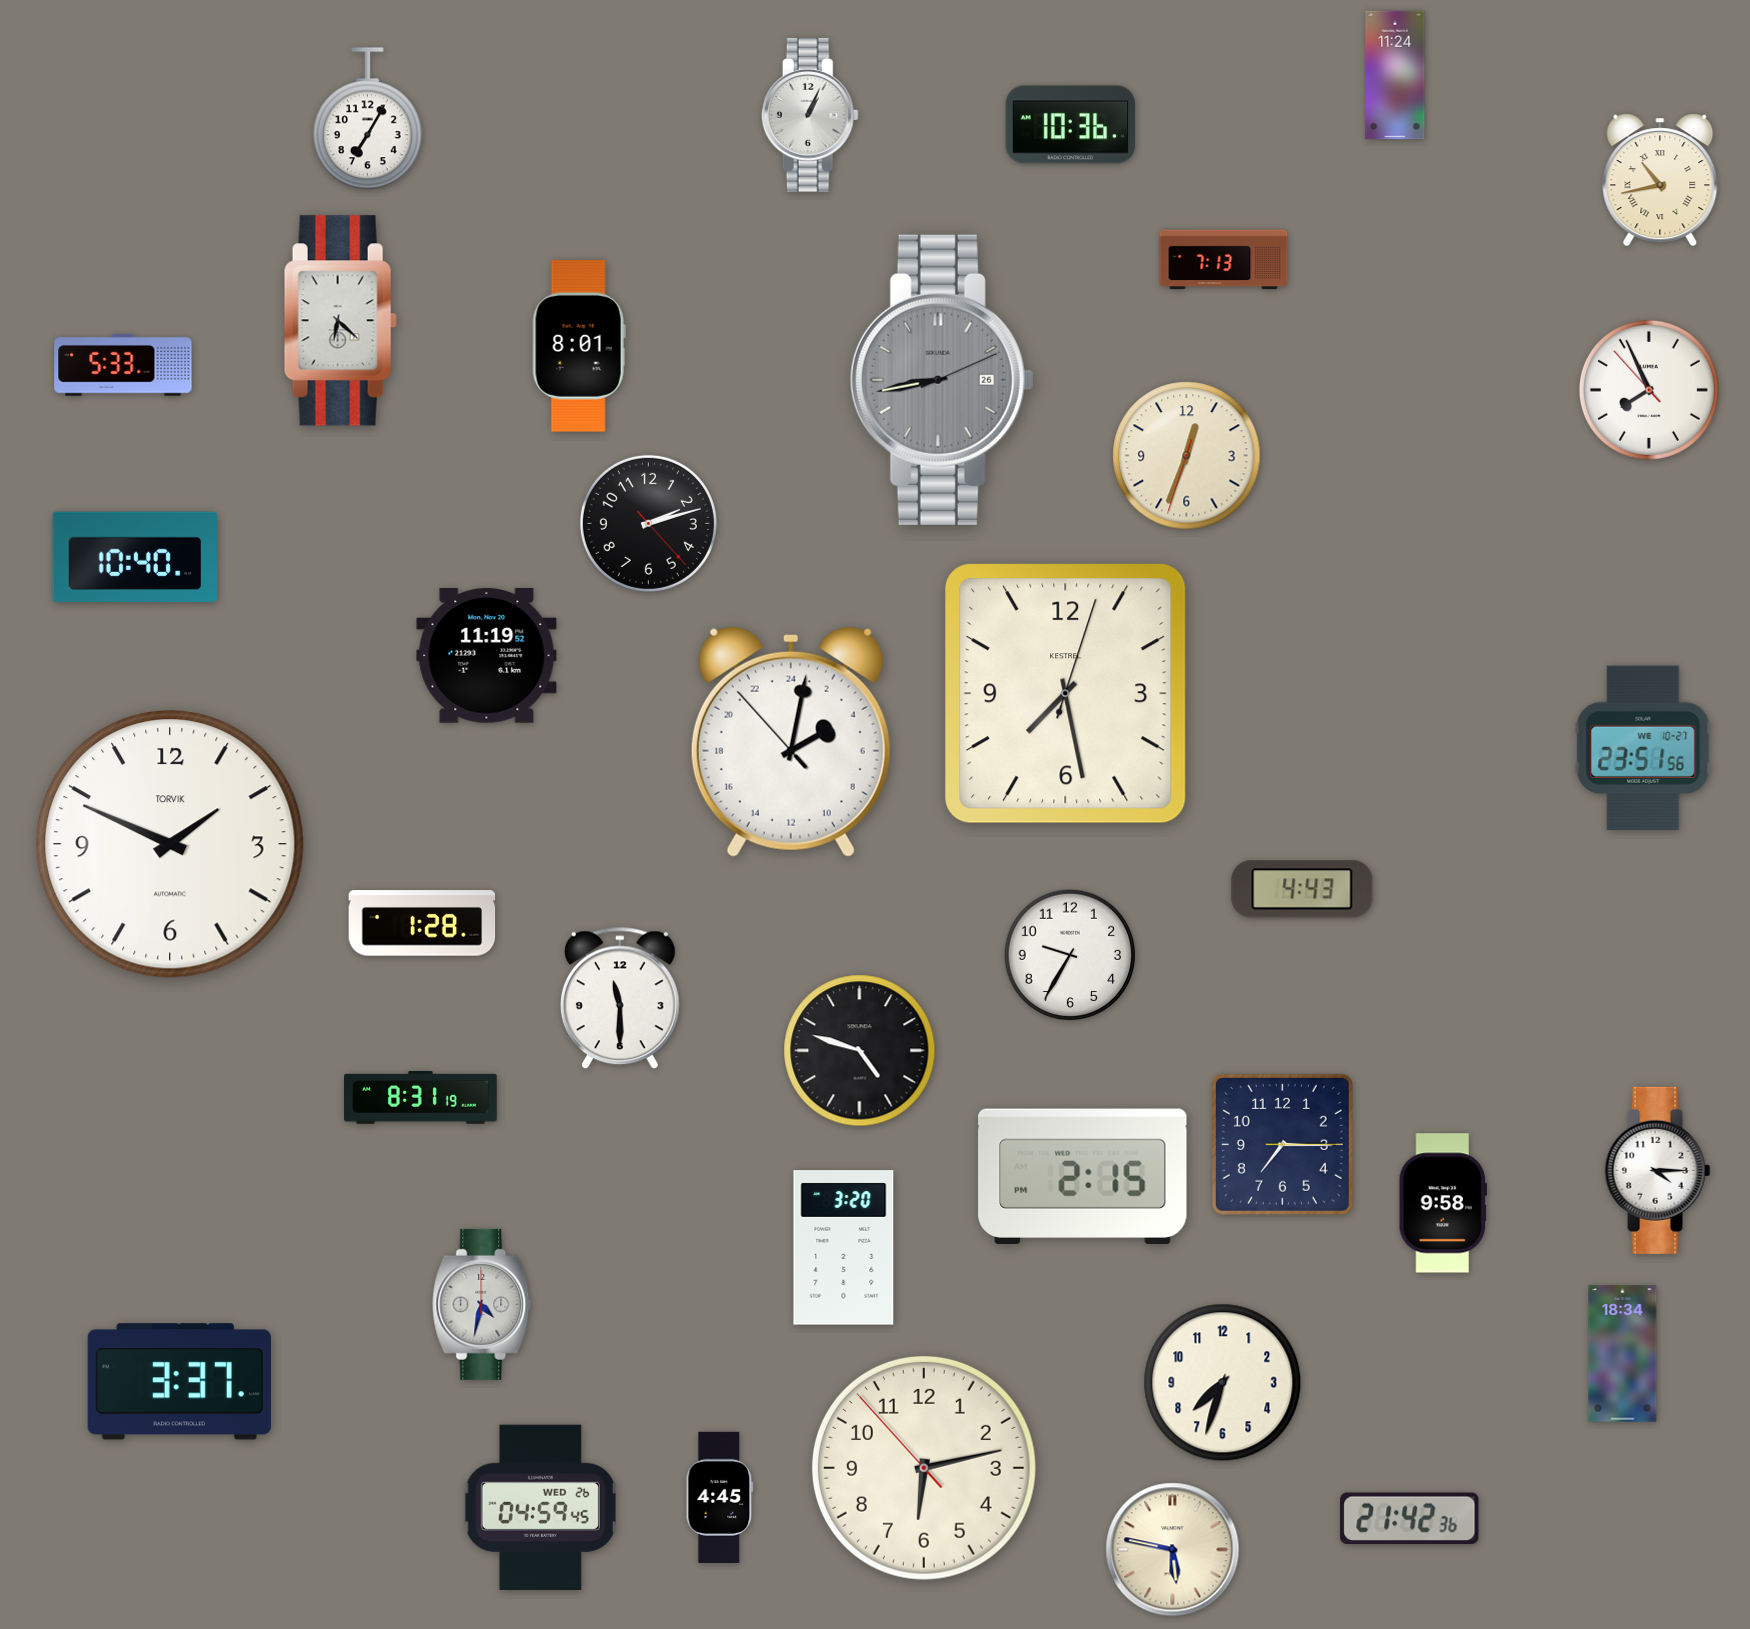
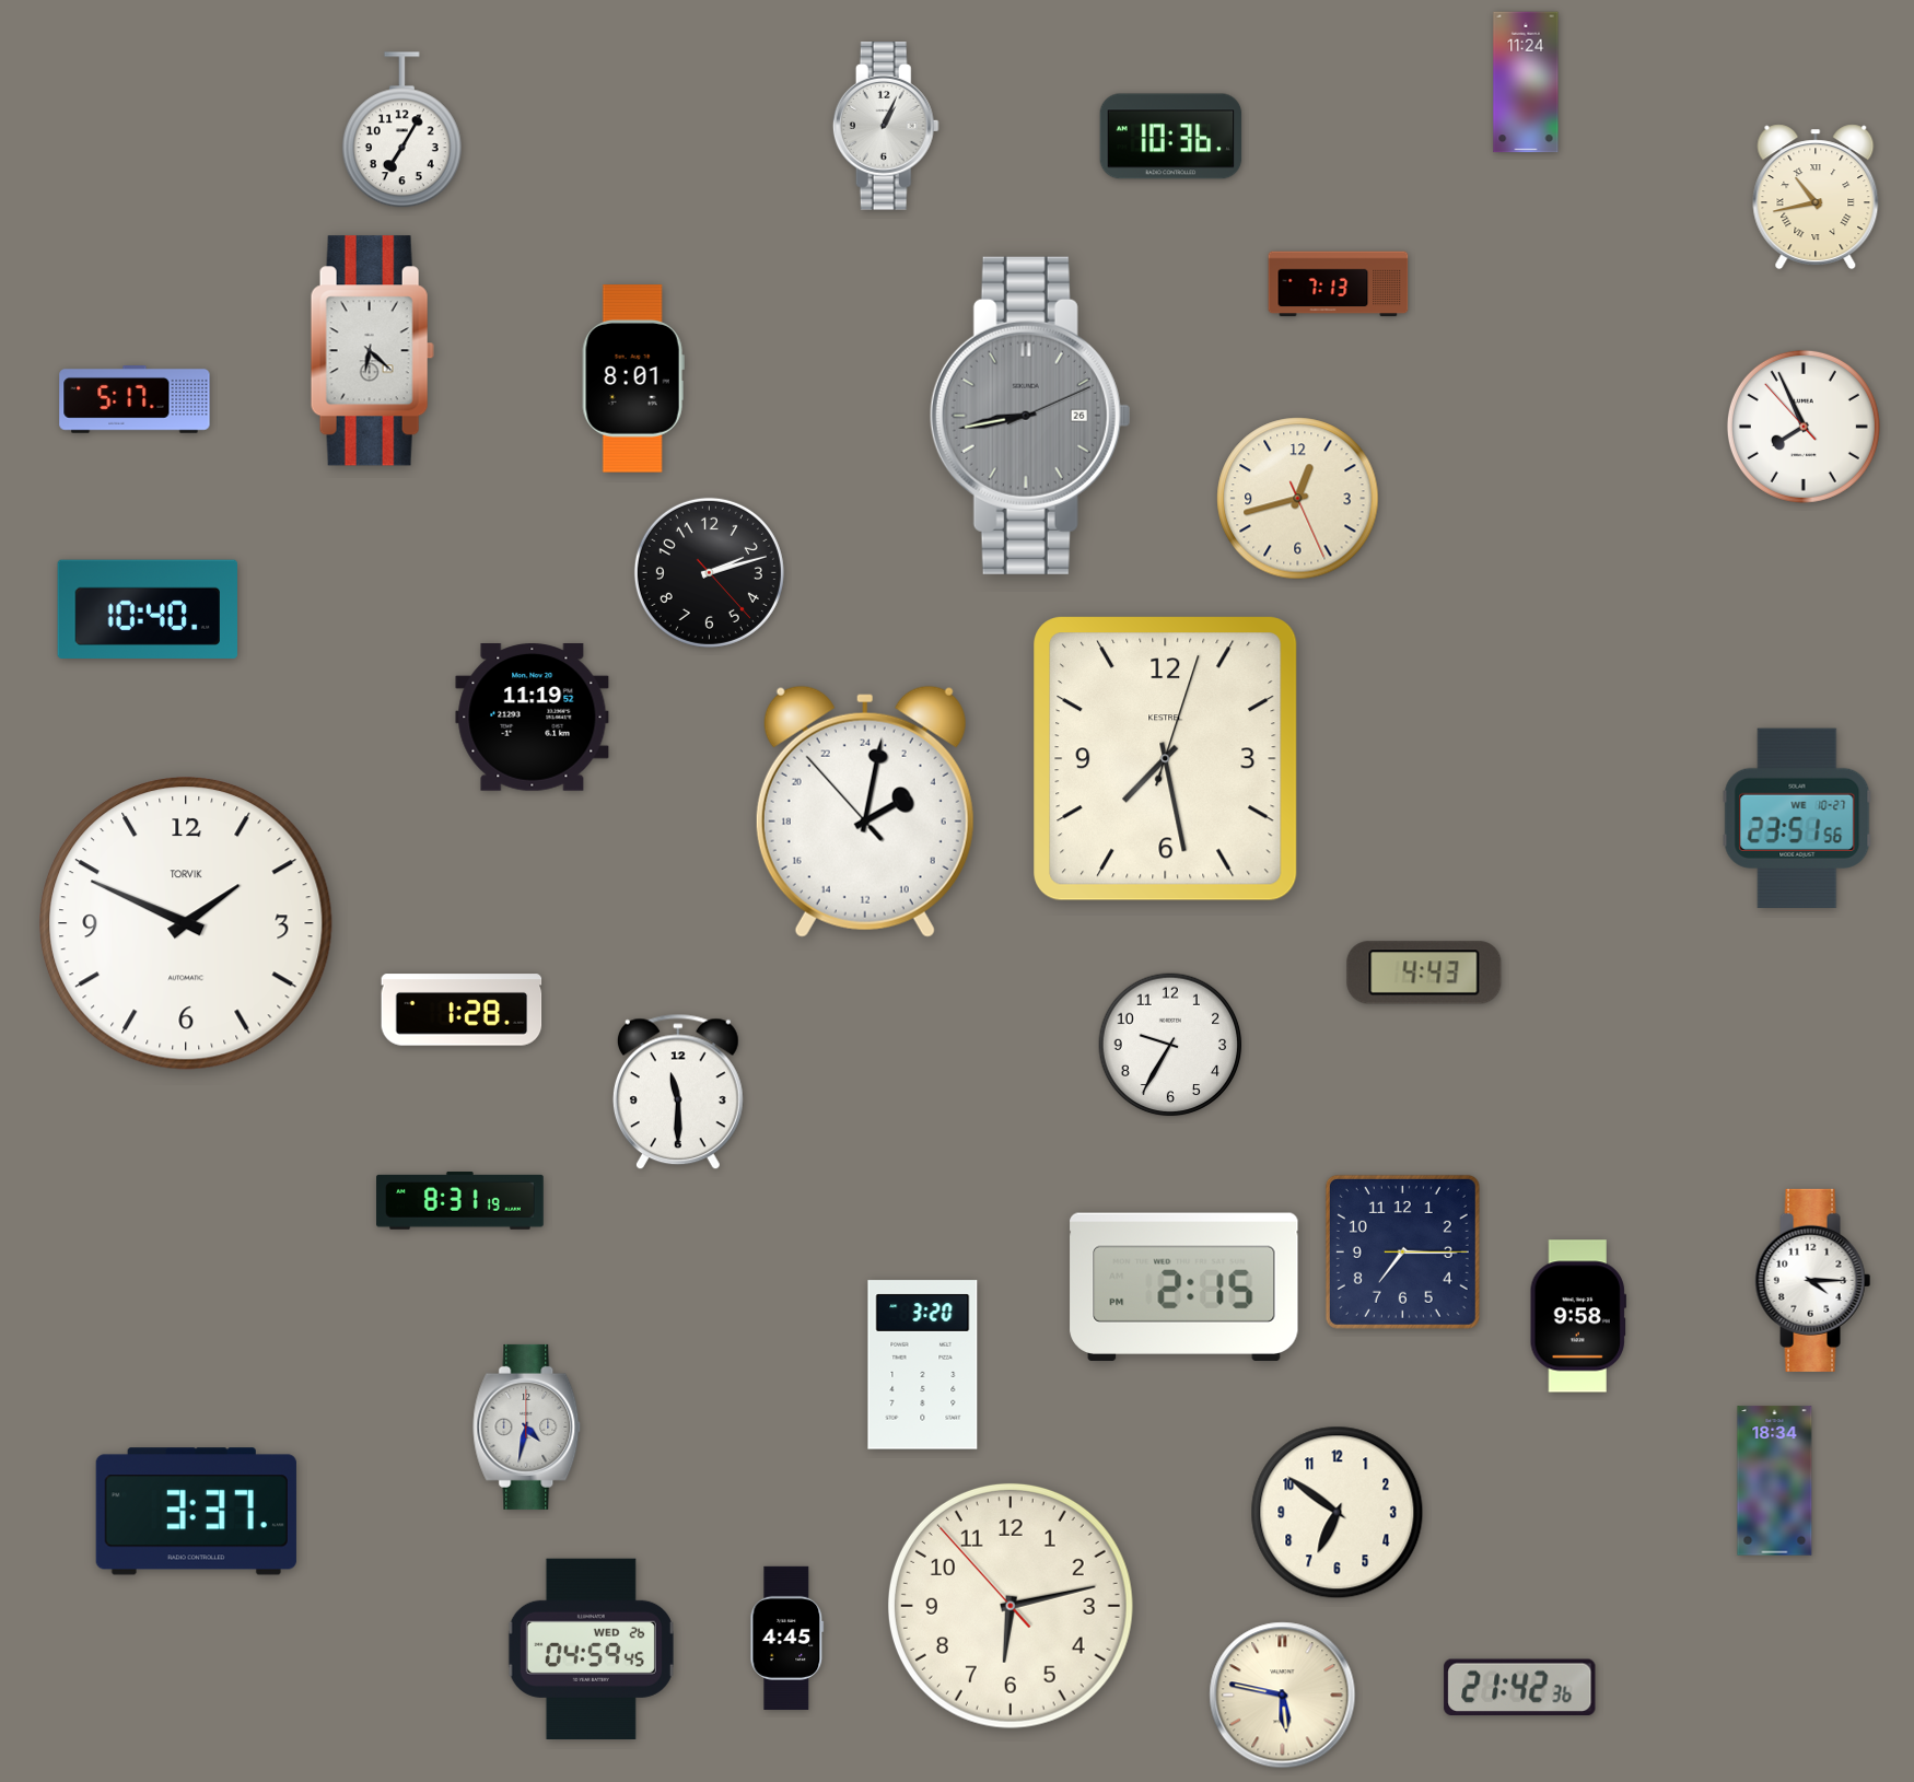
clock at (123, 366): 5:33 -> 5:17
clock at (1187, 456): 12:33 -> 12:42
clock at (860, 1051): 4:48 -> none
clock at (1223, 1383): 7:33 -> 6:51
clock at (1410, 1519) position: (1410, 1519) -> (1520, 1688)
